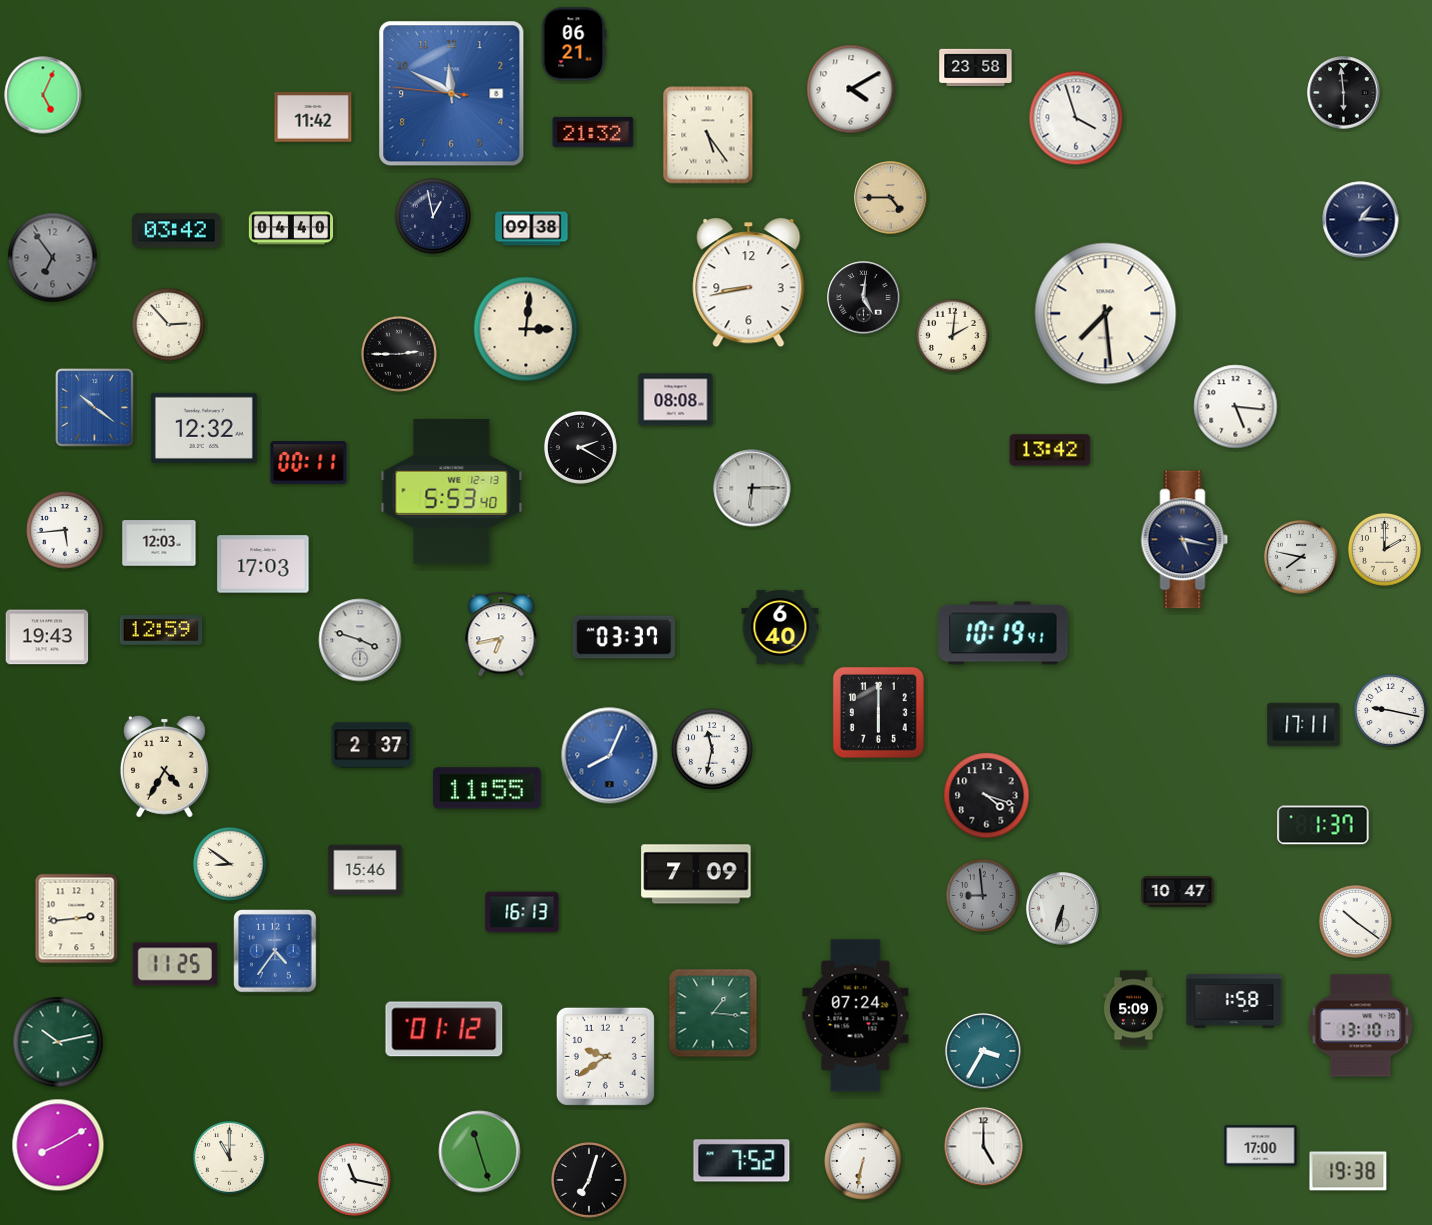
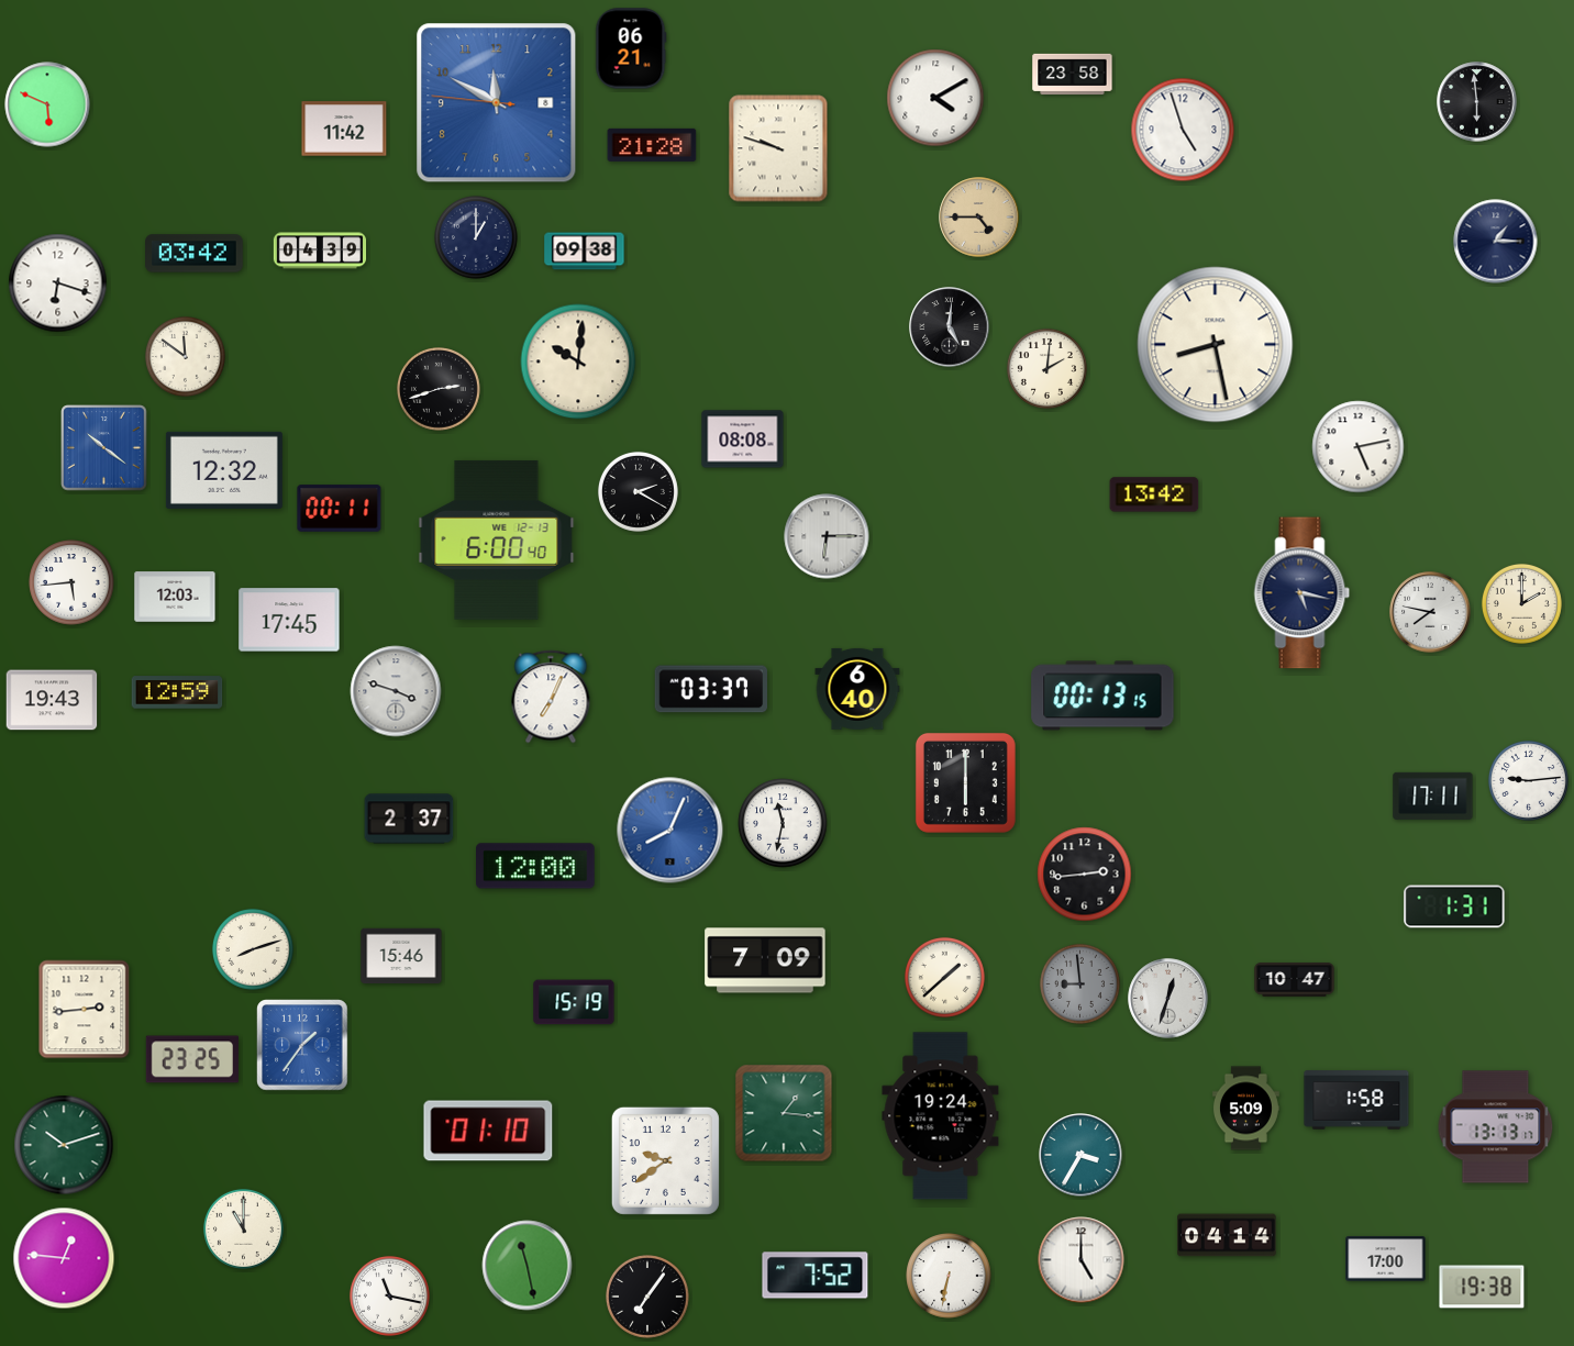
clock at (43, 95): 5:04 -> 5:49
clock at (1076, 118): 3:57 -> 4:57
clock at (593, 132): 21:32 -> 21:28
clock at (708, 135): 5:24 -> 9:48
clock at (434, 217): 12:58 -> 1:00
clock at (291, 228): 04:40 -> 04:39
clock at (53, 258): 6:54 -> 6:18
clock at (53, 258) dial: grey -> white
clock at (749, 283): 8:43 -> none
clock at (1106, 314): 7:29 -> 8:28
clock at (168, 324): 2:53 -> 11:51
clock at (526, 329): 3:01 -> 10:01
clock at (400, 355): 2:45 -> 2:42
clock at (1236, 407): 5:16 -> 5:13
clock at (452, 491): 5:53 -> 6:00
clock at (263, 564): 17:03 -> 17:45
clock at (1003, 633): 10:19 -> 00:13
clock at (501, 634): 6:43 -> 7:04
clock at (624, 637) position: (624, 637) -> (711, 689)
clock at (360, 640) position: (360, 640) -> (396, 691)
clock at (1390, 710): 9:17 -> 9:14
clock at (164, 766): 4:35 -> none
clock at (488, 788): 11:55 -> 12:00
clock at (987, 796): 4:18 -> 2:44
clock at (1323, 825): 1:37 -> 1:31
clock at (230, 864): 8:51 -> 8:12
clock at (944, 977): none -> 1:38
clock at (1063, 909): 6:33 -> 12:33
clock at (522, 912): 16:13 -> 15:19
clock at (1355, 921): 10:21 -> none
clock at (275, 951): 4:36 -> 1:36
clock at (175, 964): 11:25 -> 23:25
clock at (856, 1016): 07:24 -> 19:24
clock at (1361, 1026): 13:10 -> 13:13
clock at (444, 1029): 01:12 -> 01:10
clock at (58, 1042): 10:13 -> 10:12
clock at (1227, 1235): none -> 04:14
clock at (58, 1145): 8:10 -> 12:46
clock at (480, 1152): 11:27 -> 11:28
clock at (229, 1157) position: (229, 1157) -> (243, 1228)
clock at (590, 1181): 7:03 -> 7:06
